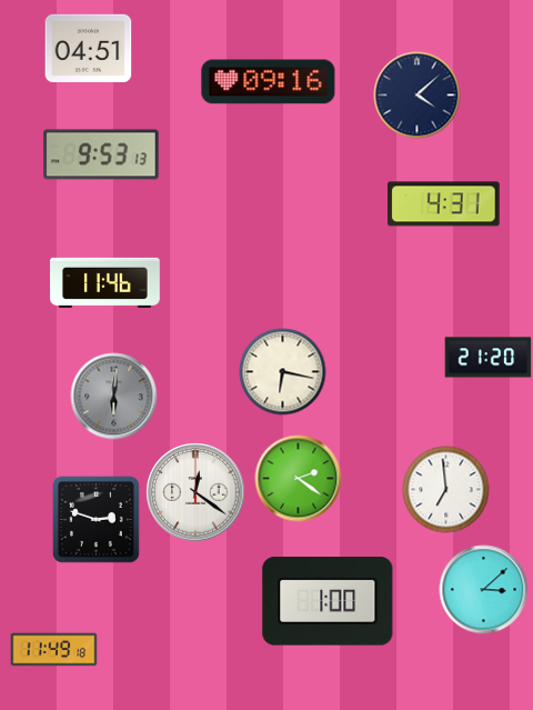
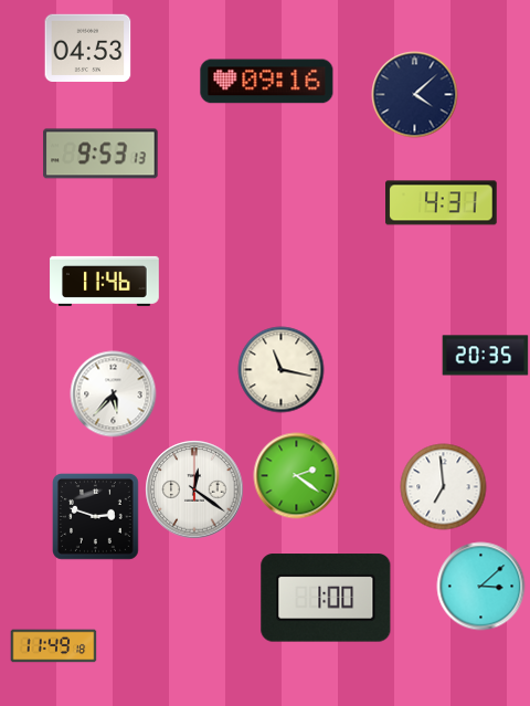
clock at (88, 49): 04:51 -> 04:53
clock at (487, 358): 21:20 -> 20:35
clock at (282, 371): 6:17 -> 11:17
clock at (113, 396): 6:01 -> 5:37
clock at (113, 396) dial: grey -> white
